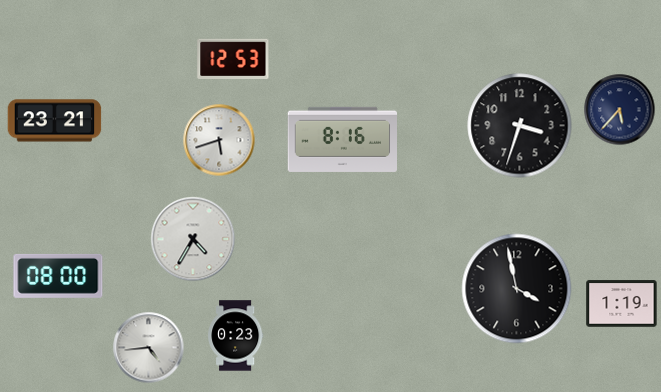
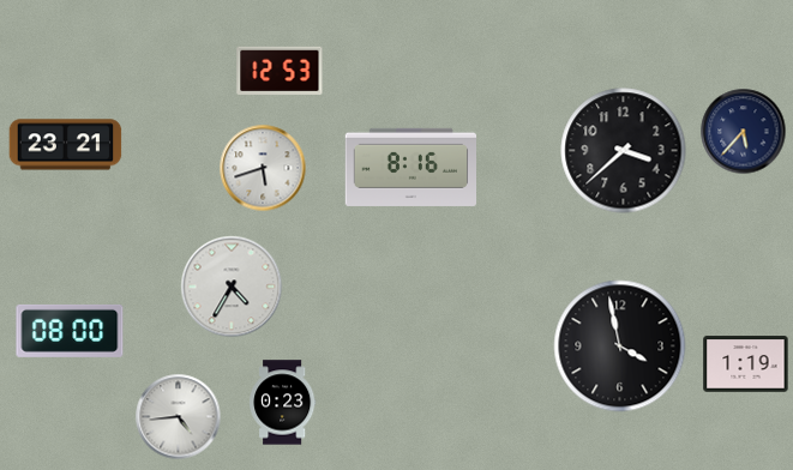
clock at (520, 126): 3:33 -> 3:38
